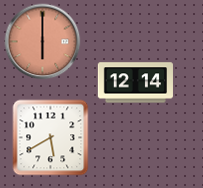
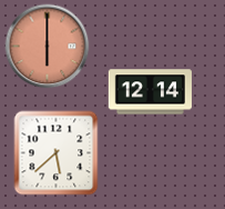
clock at (51, 138): 5:40 -> 5:38
